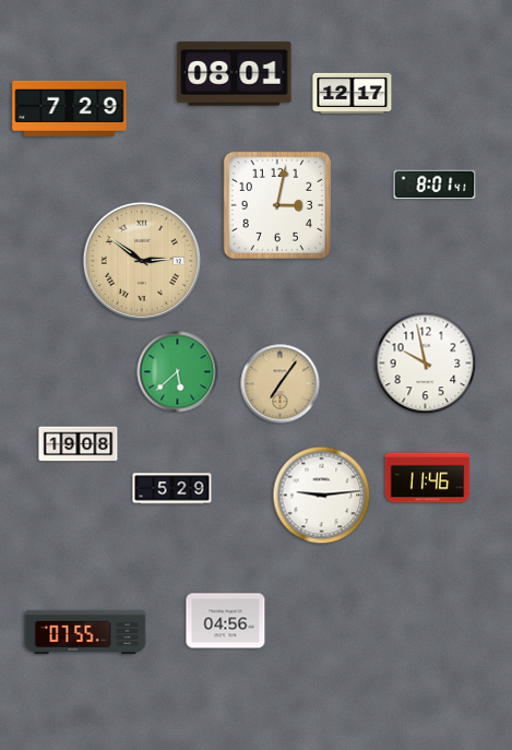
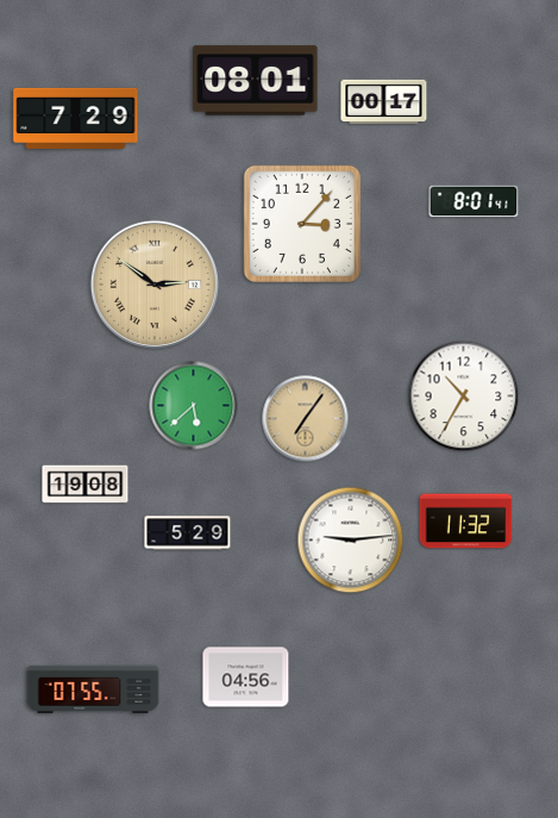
clock at (353, 93): 12:17 -> 00:17
clock at (277, 205): 3:02 -> 3:07
clock at (426, 364): 9:58 -> 10:35
clock at (428, 478): 11:46 -> 11:32
